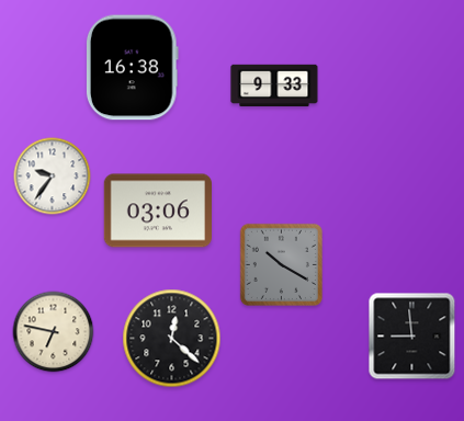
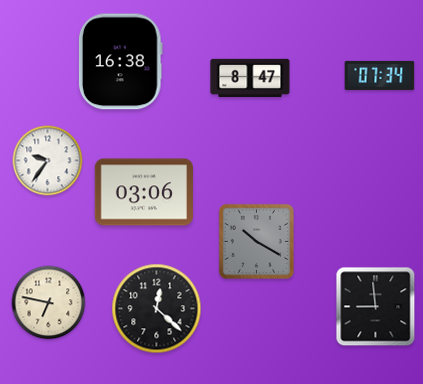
clock at (380, 75): none -> 07:34
clock at (274, 86): 9:33 -> 8:47
